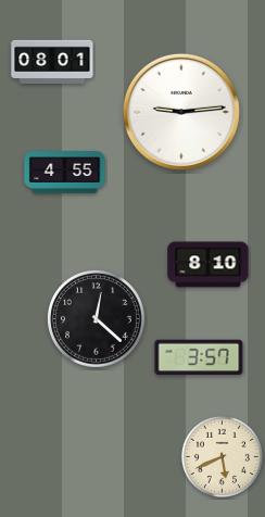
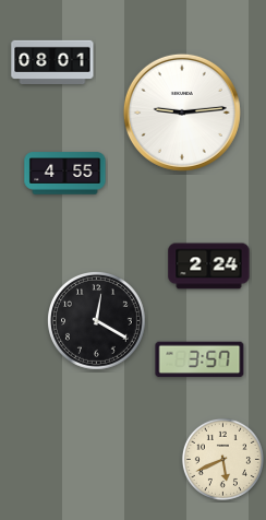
clock at (209, 265): 8:10 -> 2:24
clock at (97, 319): 12:22 -> 12:20
